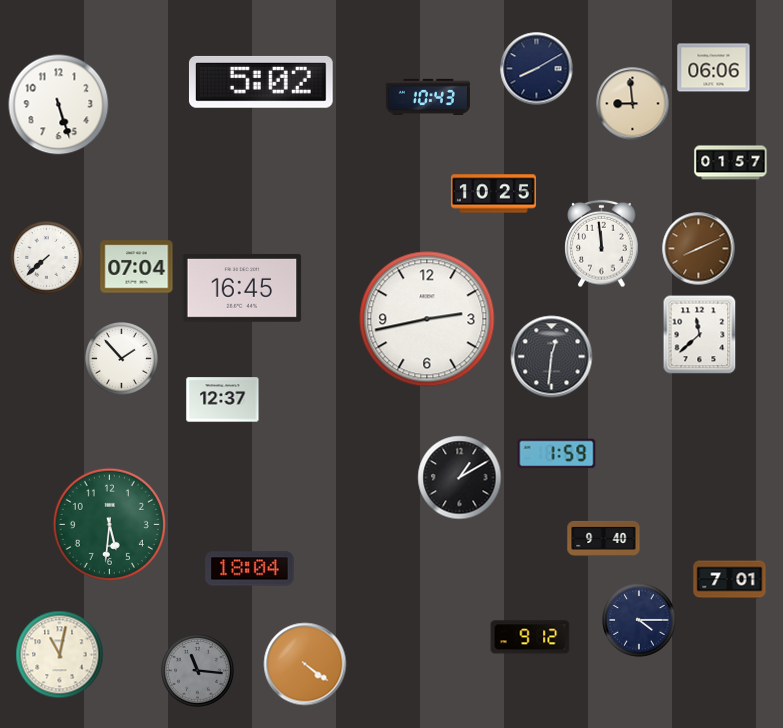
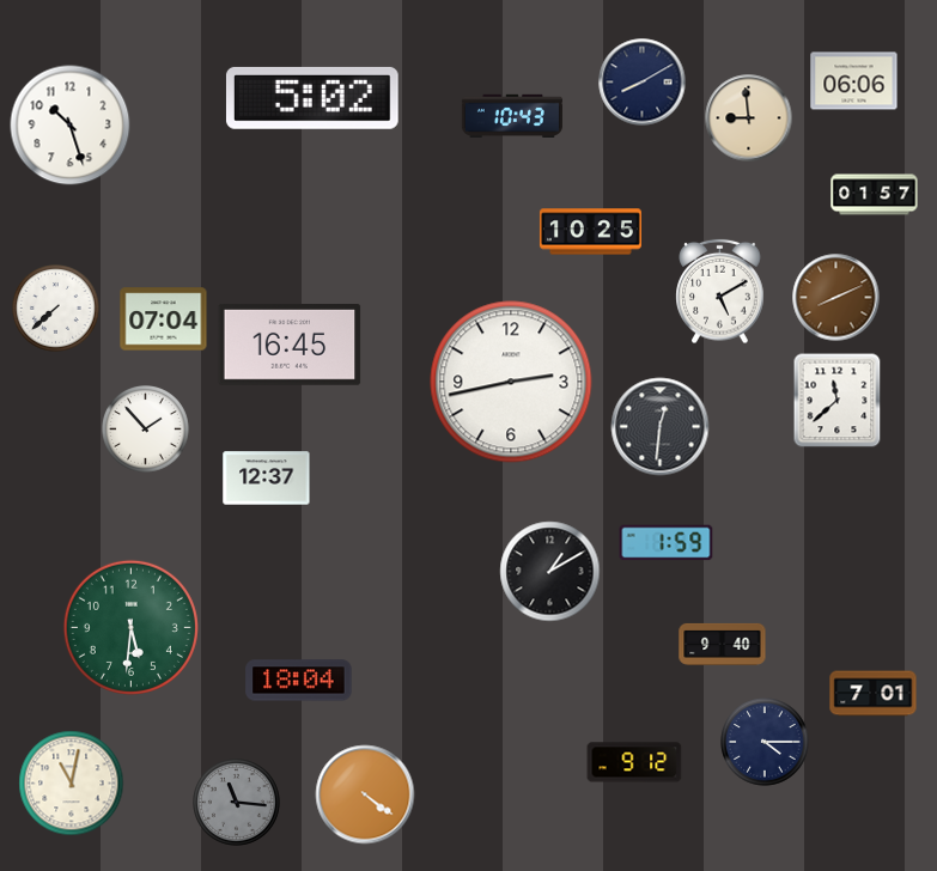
clock at (633, 104) position: (633, 104) -> (749, 118)
clock at (59, 105): 5:27 -> 10:27
clock at (602, 244): 11:59 -> 5:10
